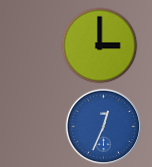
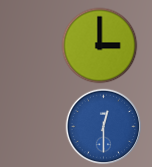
clock at (104, 127): 12:34 -> 12:30
